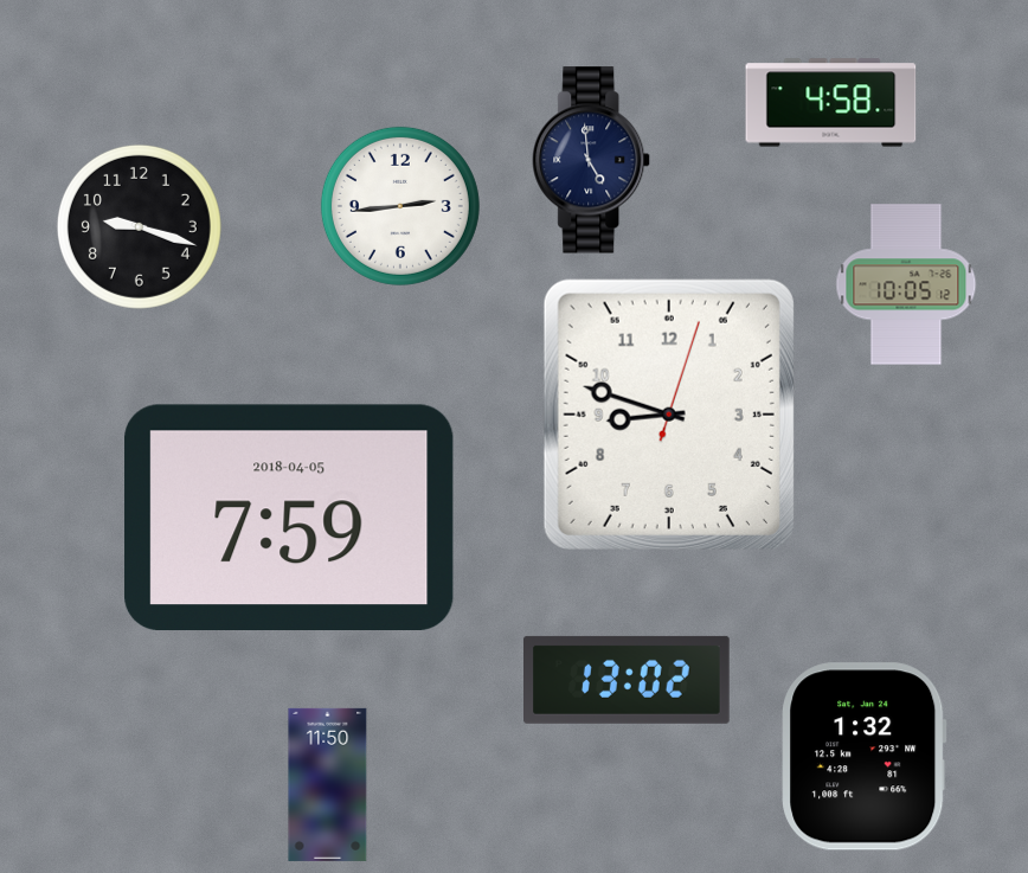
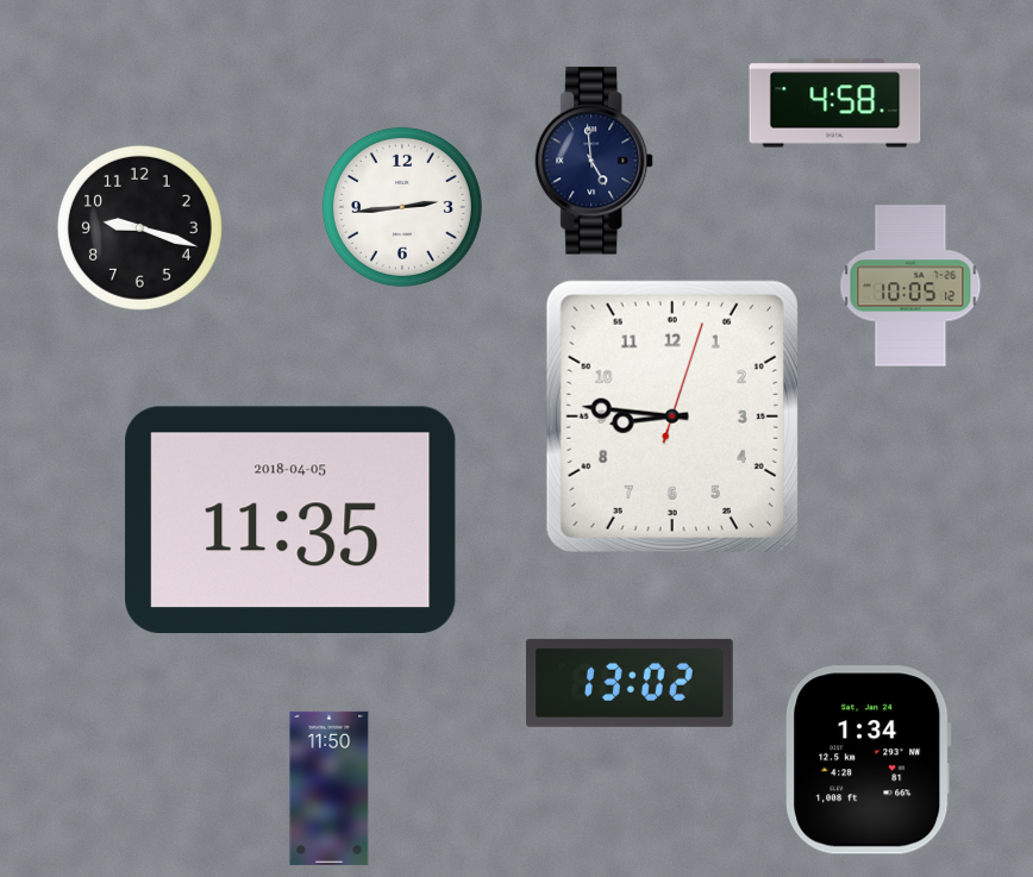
clock at (669, 415): 8:48 -> 8:46
clock at (289, 516): 7:59 -> 11:35
clock at (865, 757): 1:32 -> 1:34
